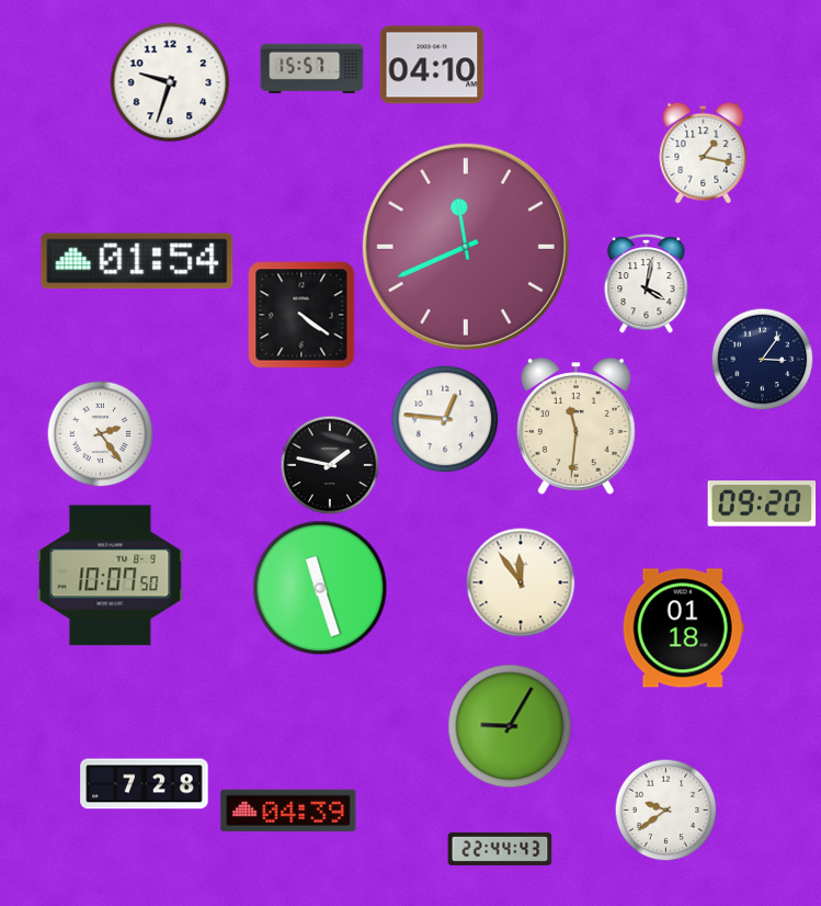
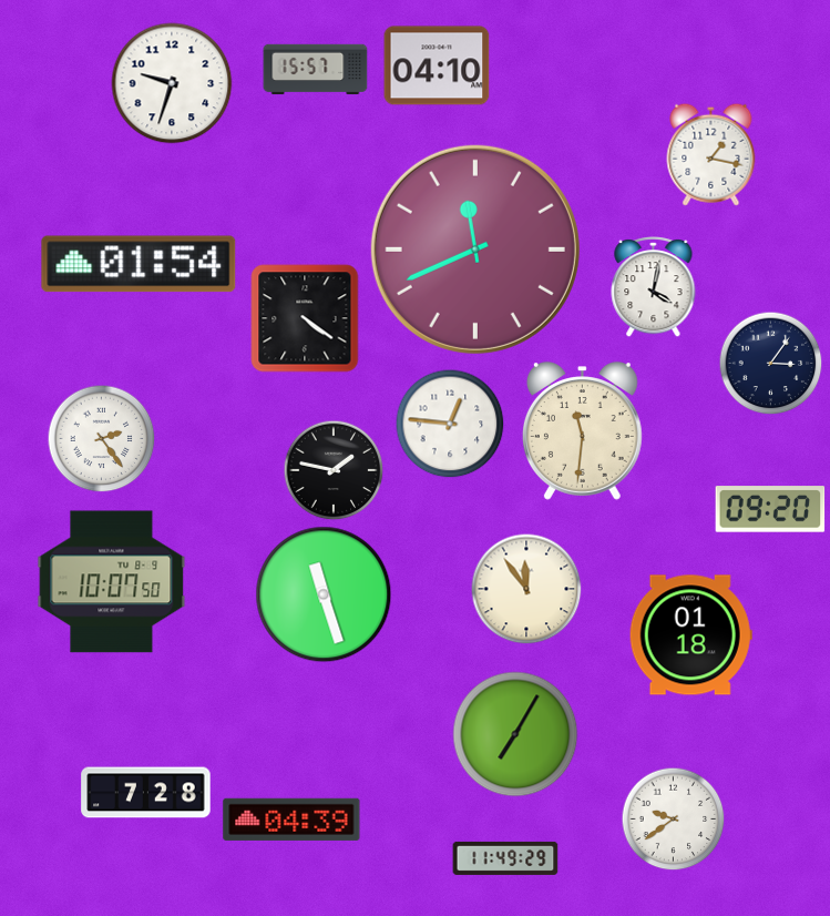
clock at (466, 247) position: (466, 247) -> (475, 250)
clock at (510, 726): 9:05 -> 7:05
clock at (500, 849): 22:44 -> 11:49
